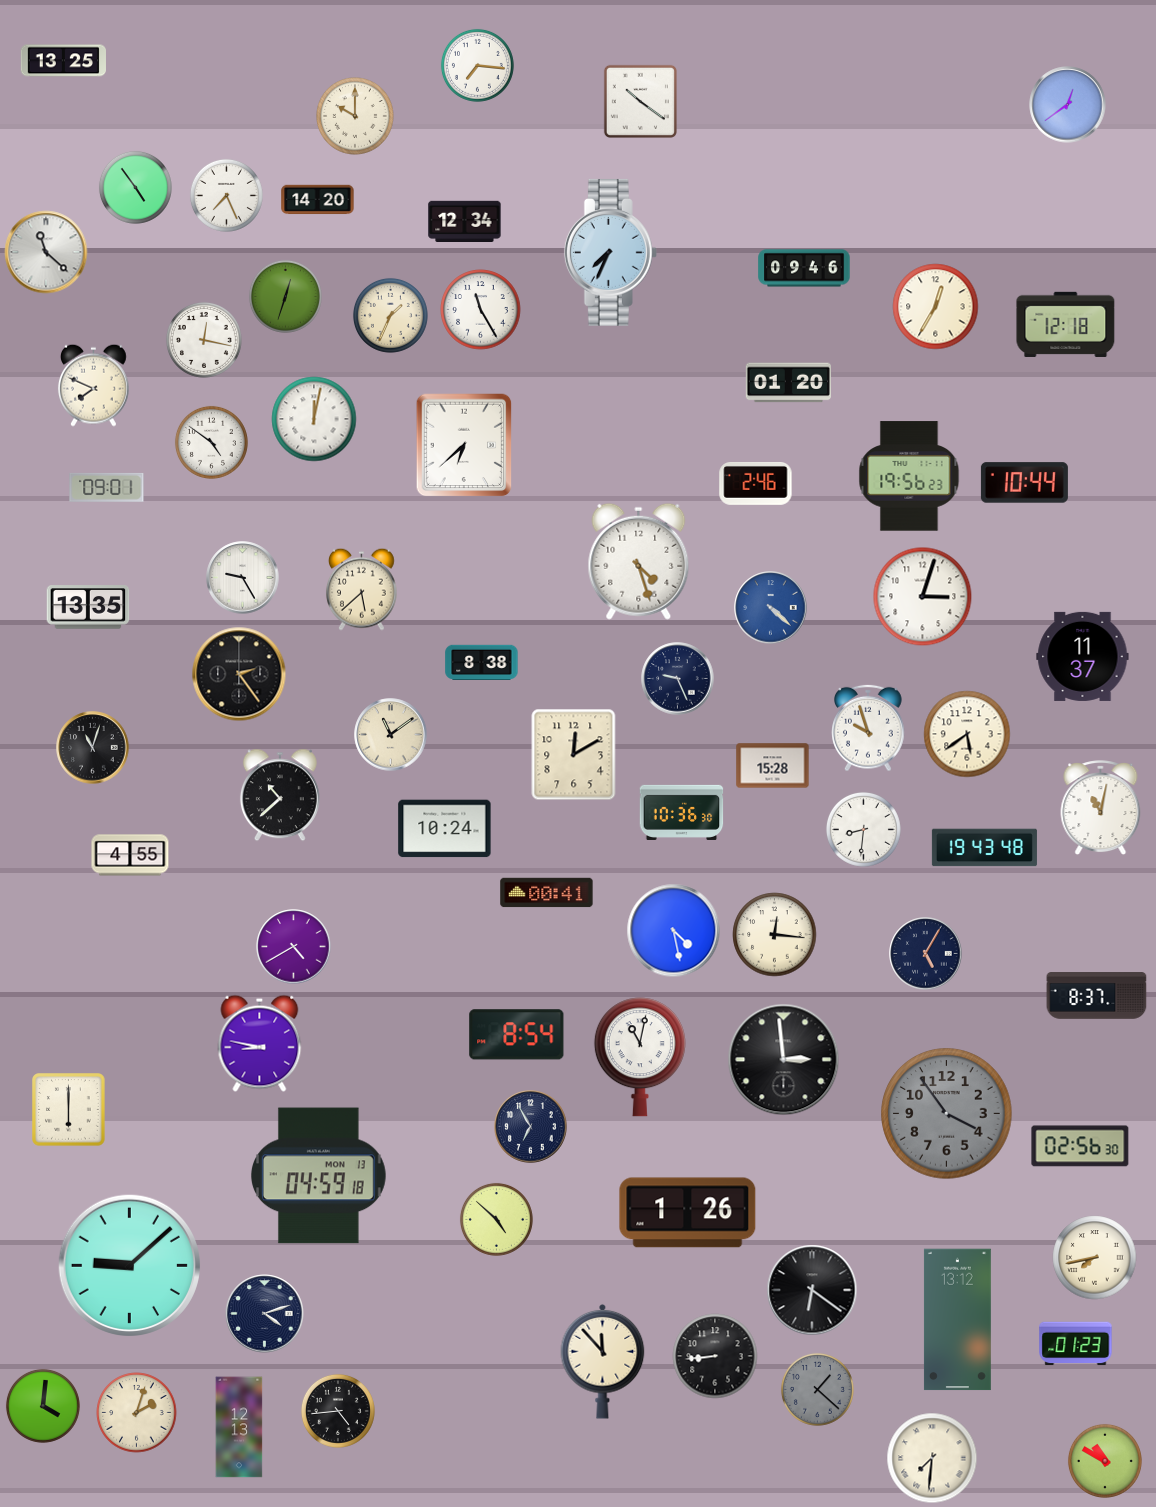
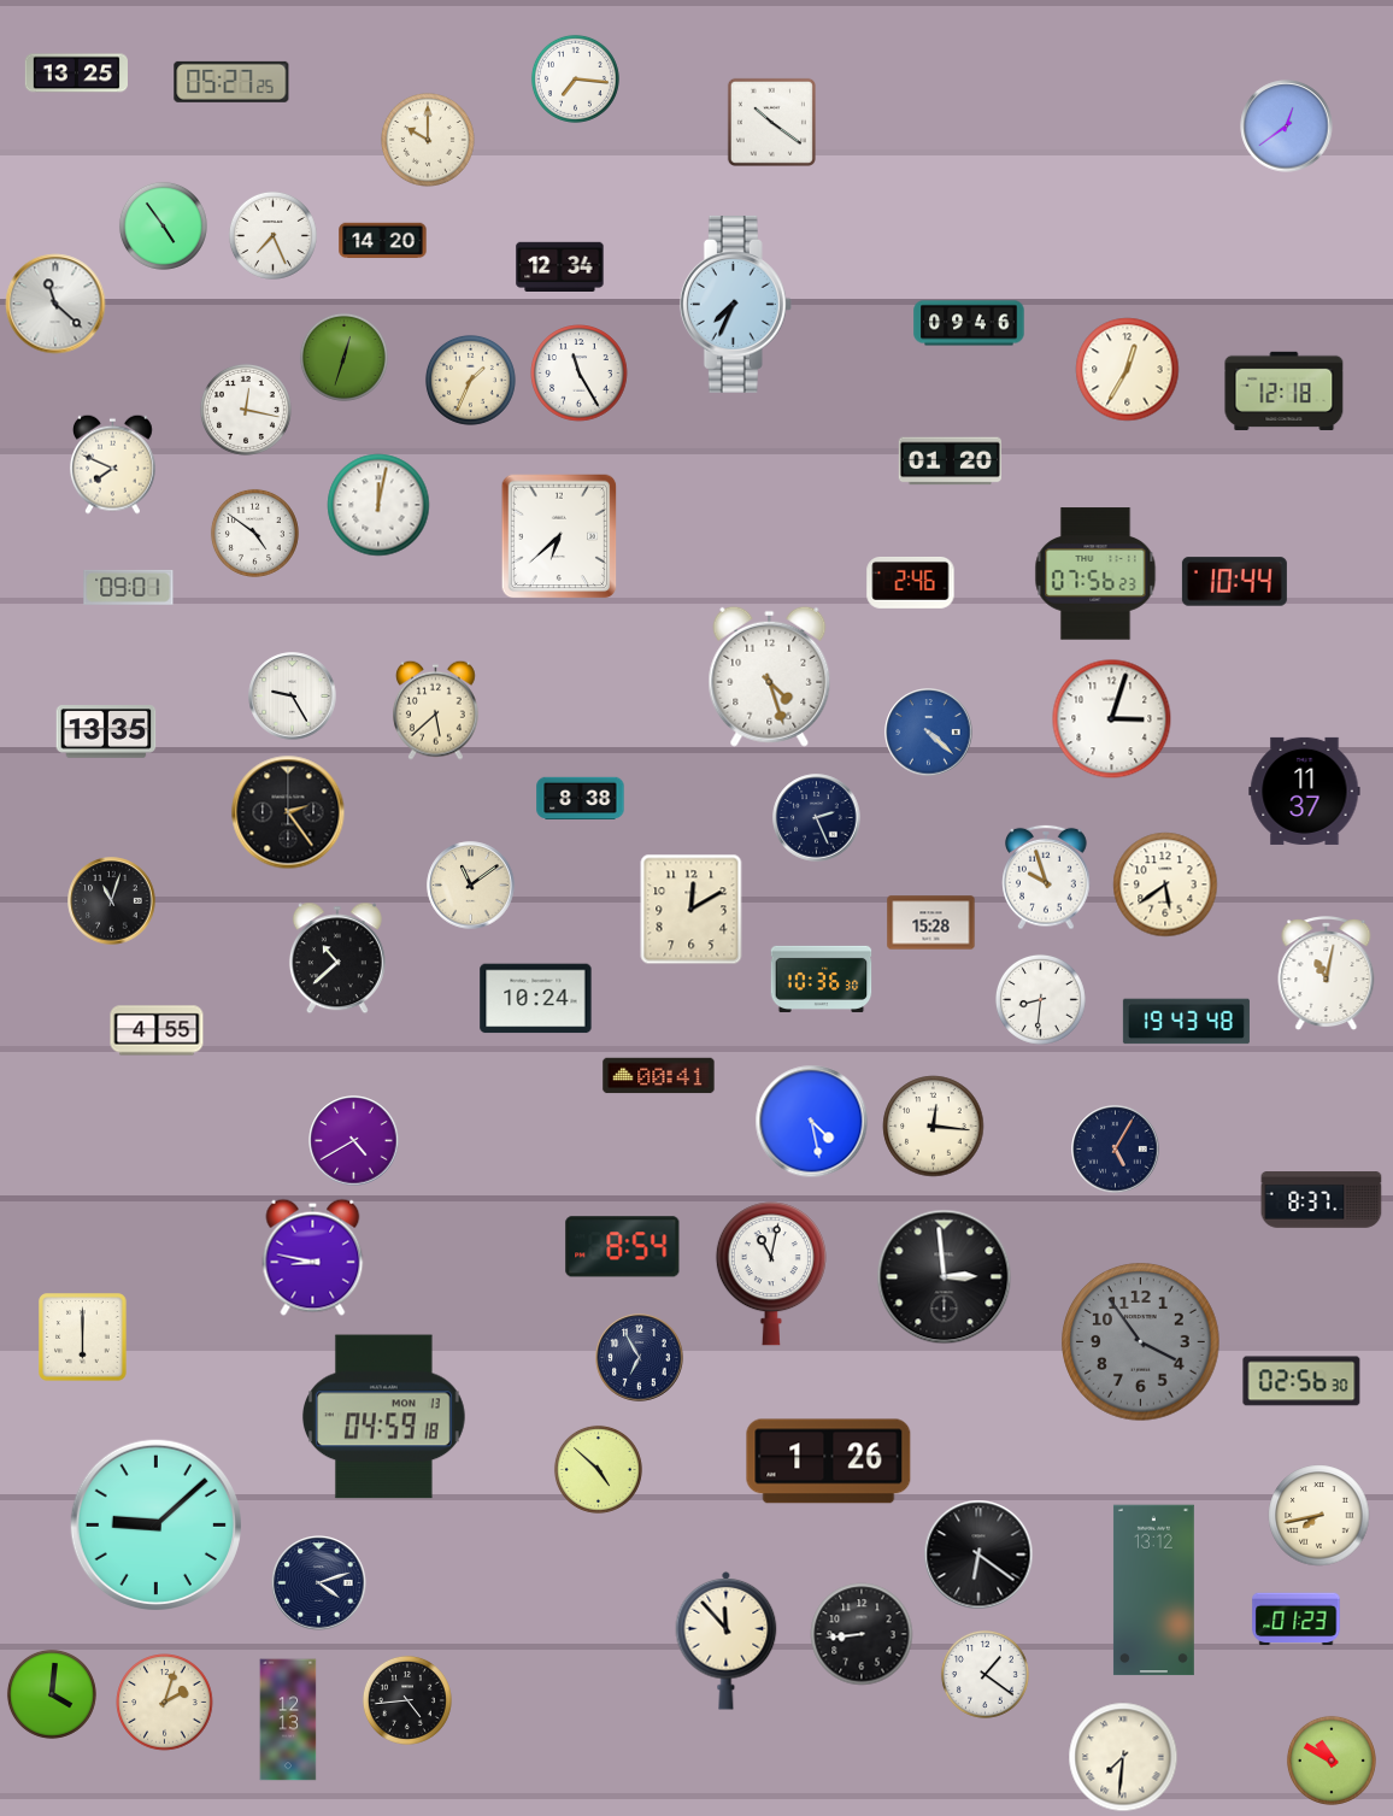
clock at (231, 82): none -> 05:27
clock at (909, 476): 19:56 -> 07:56
clock at (678, 679): 9:26 -> 2:26
clock at (817, 1389): 1:22 -> 1:21
clock at (817, 1389) dial: grey -> white
